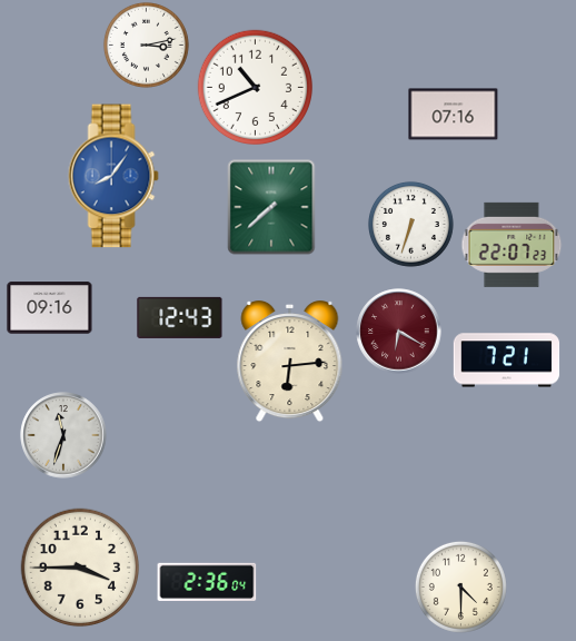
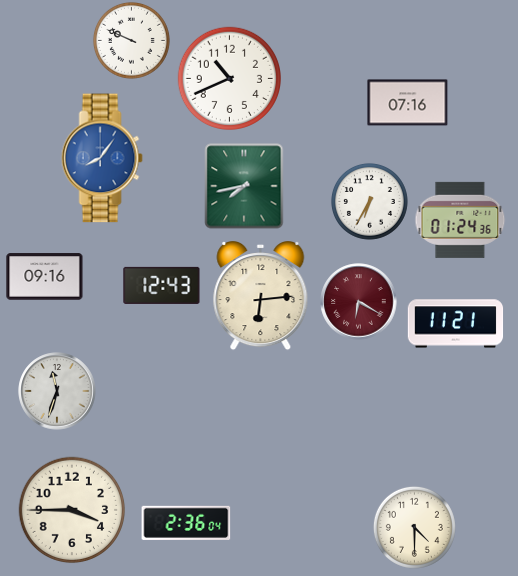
clock at (146, 45): 3:13 -> 9:49
clock at (271, 207): 7:38 -> 7:43
clock at (410, 224): 6:33 -> 6:35
clock at (512, 245): 22:07 -> 01:24
clock at (399, 332) position: (399, 332) -> (359, 302)
clock at (507, 361): 7:21 -> 11:21
clock at (290, 363) position: (290, 363) -> (261, 297)
